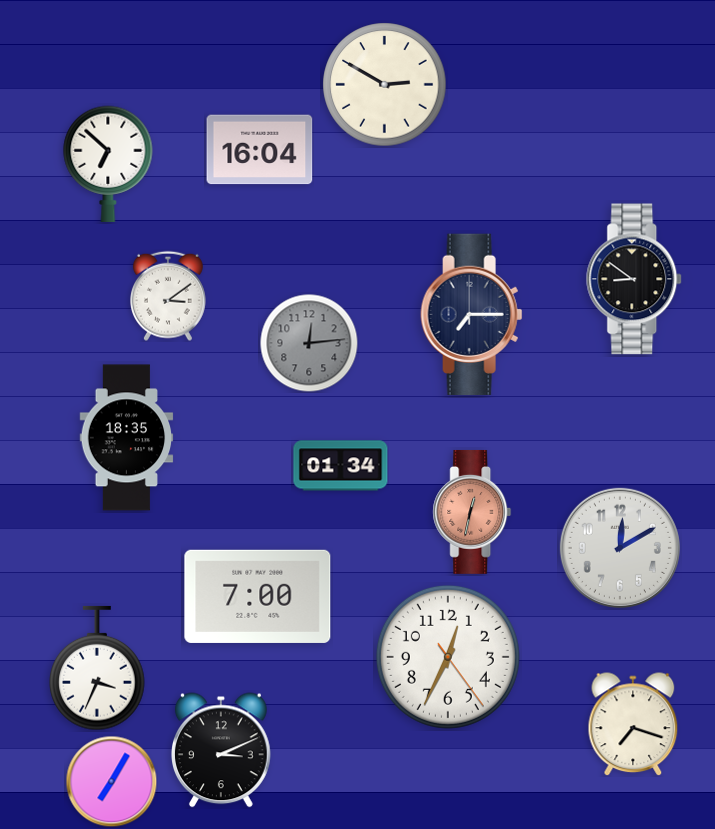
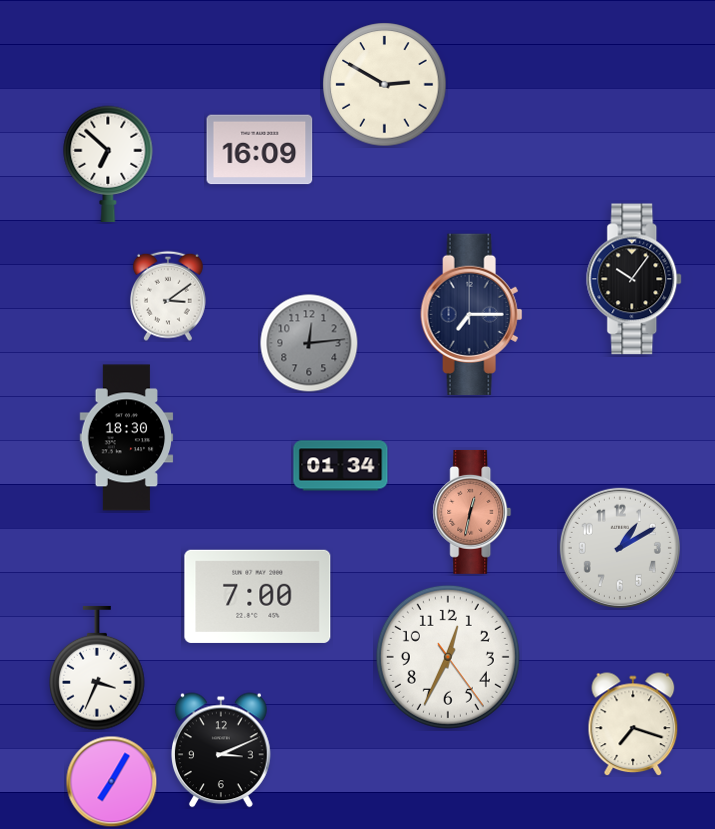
clock at (260, 150): 16:04 -> 16:09
clock at (635, 279): 8:51 -> 10:06
clock at (127, 438): 18:35 -> 18:30
clock at (620, 548): 12:10 -> 1:10
